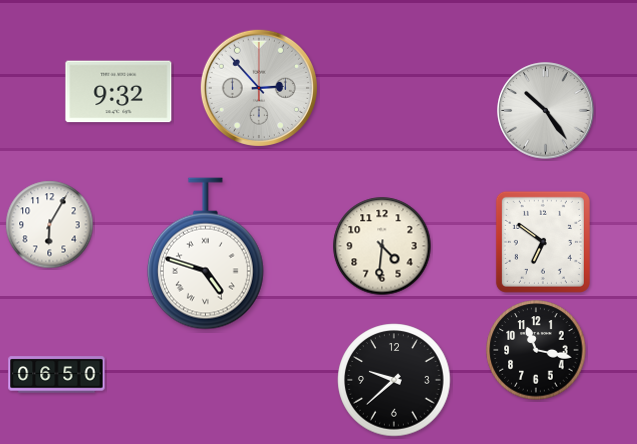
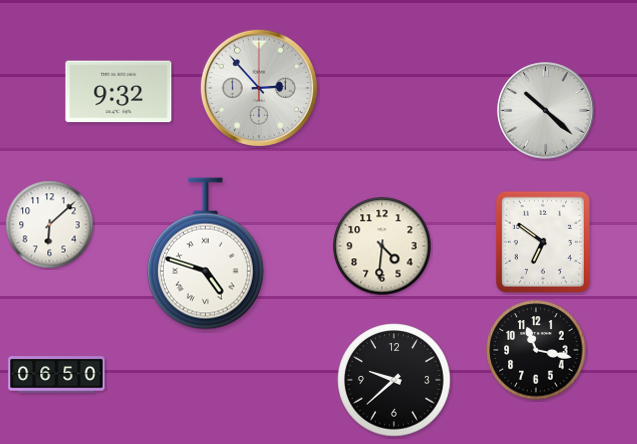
clock at (546, 111): 10:24 -> 10:22
clock at (50, 225): 6:05 -> 6:08
